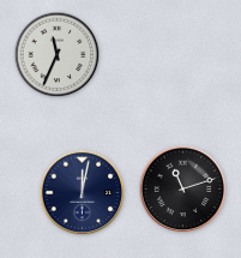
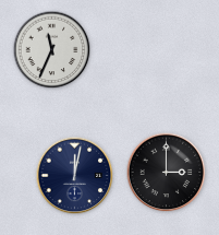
clock at (183, 190): 11:12 -> 3:00
